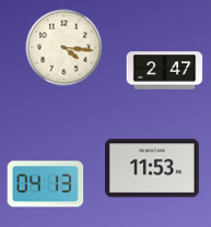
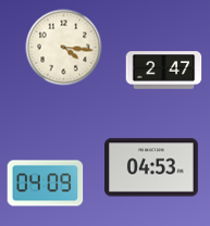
clock at (153, 168): 11:53 -> 04:53
clock at (46, 184): 04:13 -> 04:09
